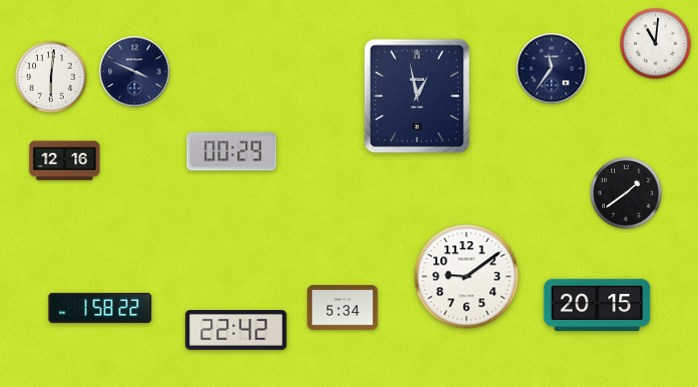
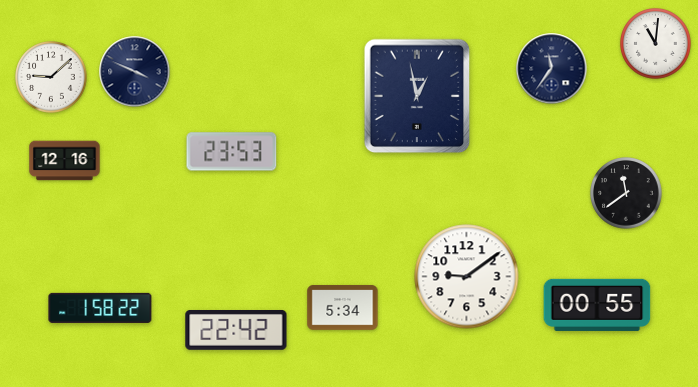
clock at (51, 77): 6:01 -> 9:08
clock at (232, 152): 00:29 -> 23:53
clock at (626, 193): 1:39 -> 11:39
clock at (597, 305): 20:15 -> 00:55
